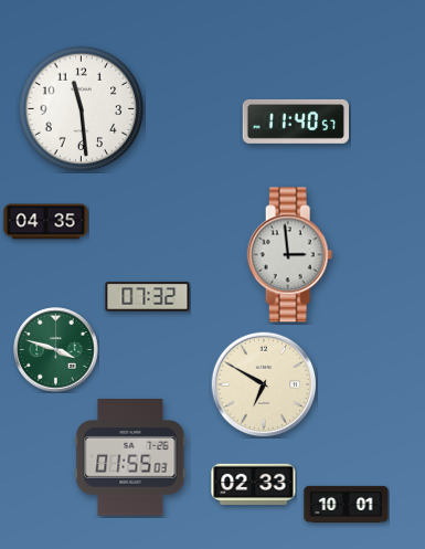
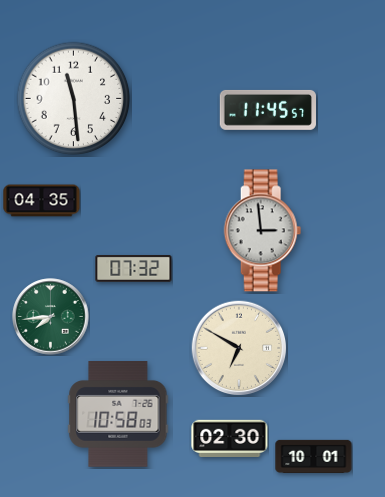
clock at (295, 122): 11:40 -> 11:45
clock at (56, 350): 3:48 -> 7:44
clock at (130, 458): 01:55 -> 10:58
clock at (254, 485): 02:33 -> 02:30
